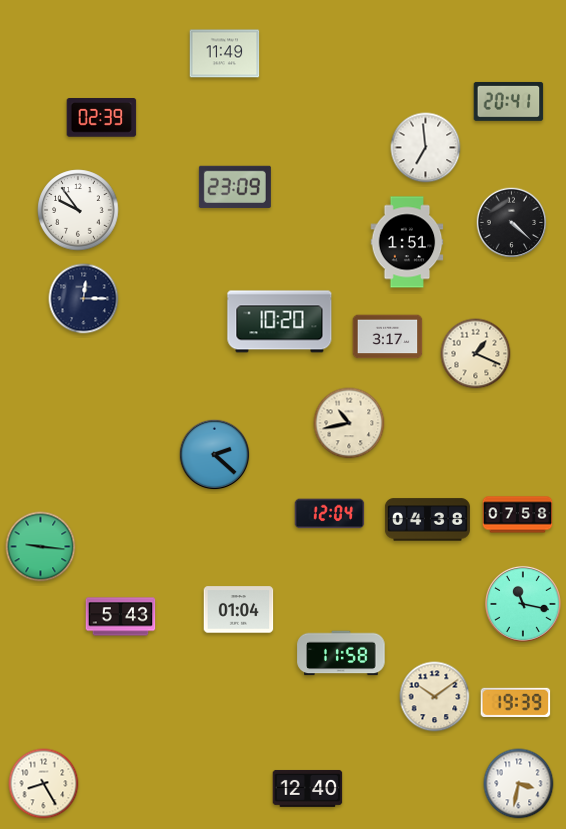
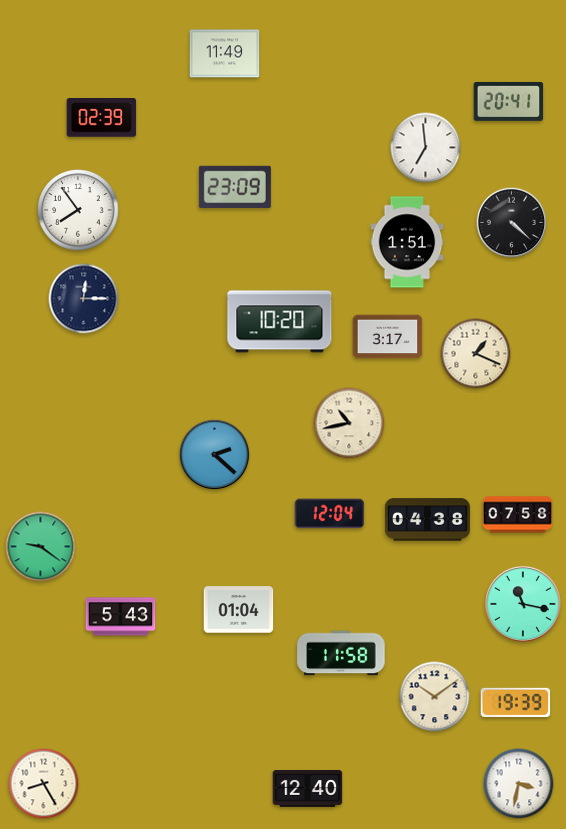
clock at (78, 210): 9:54 -> 7:54
clock at (41, 547): 9:16 -> 9:21
